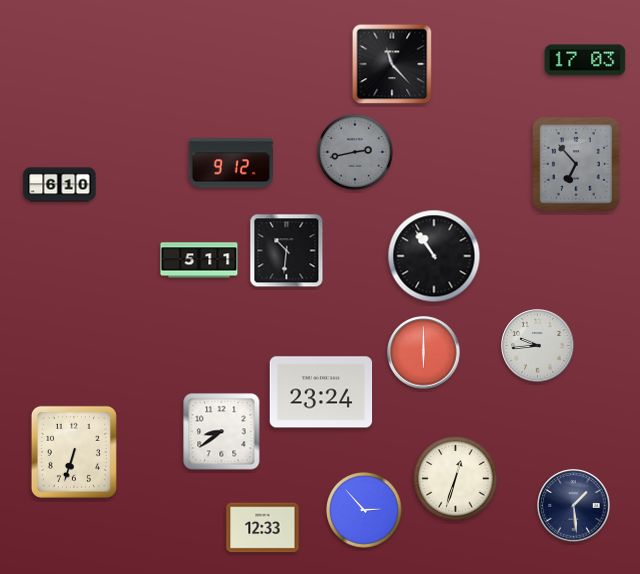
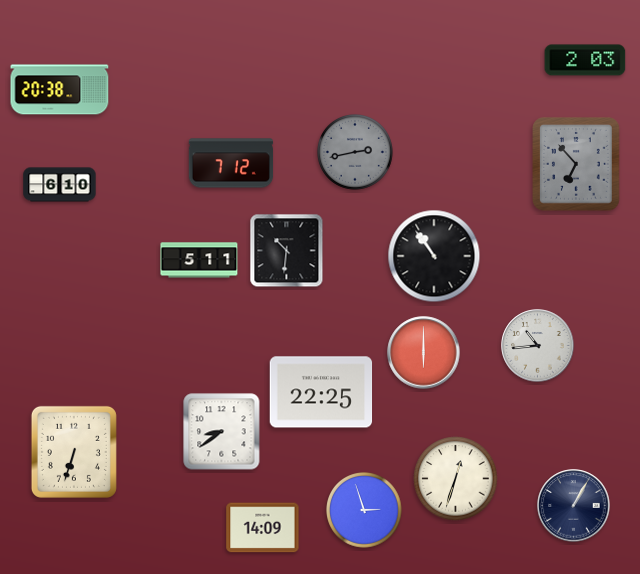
clock at (585, 60): 17:03 -> 2:03
clock at (392, 64): 11:23 -> none
clock at (60, 90): none -> 20:38
clock at (231, 163): 9:12 -> 7:12
clock at (538, 346): 9:44 -> 10:44
clock at (321, 392): 23:24 -> 22:25
clock at (574, 506): 1:29 -> 1:05
clock at (365, 511): 2:53 -> 2:57
clock at (263, 528): 12:33 -> 14:09
